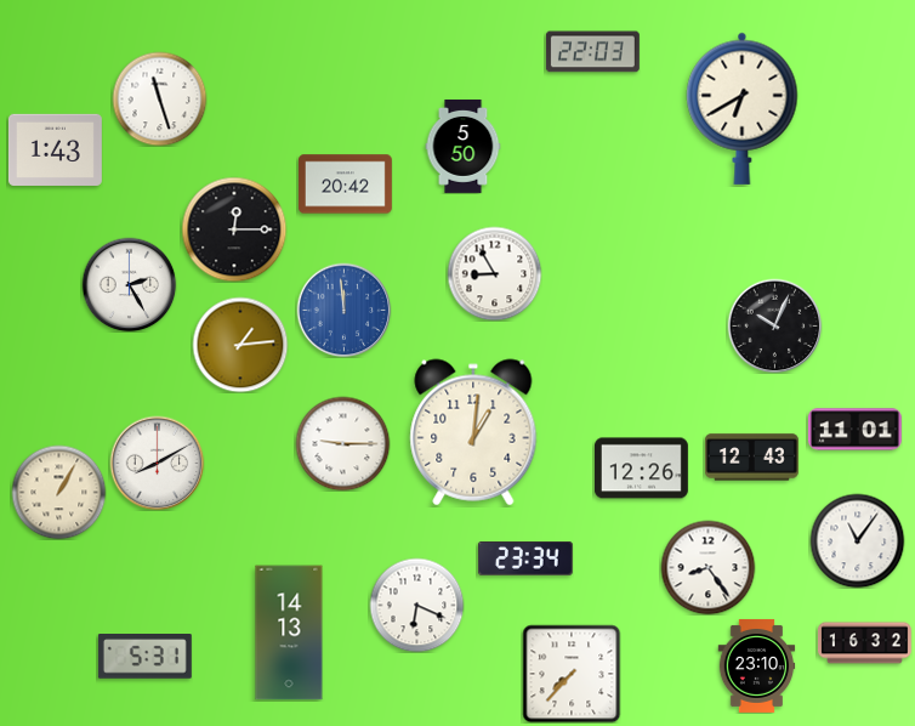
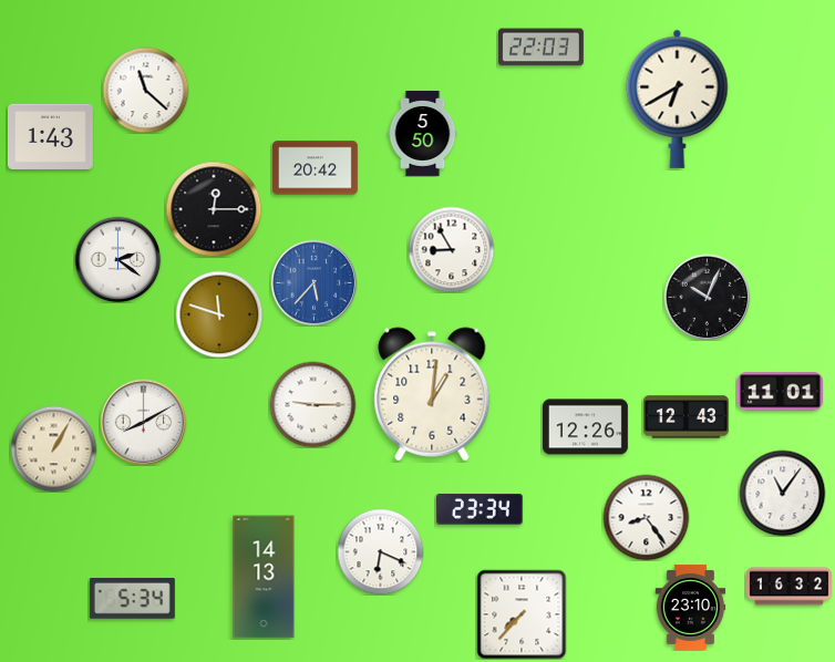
clock at (159, 98): 11:27 -> 11:22
clock at (129, 284): 2:25 -> 2:21
clock at (343, 310): 11:59 -> 5:37
clock at (240, 345): 1:14 -> 11:48
clock at (144, 657): 5:31 -> 5:34
